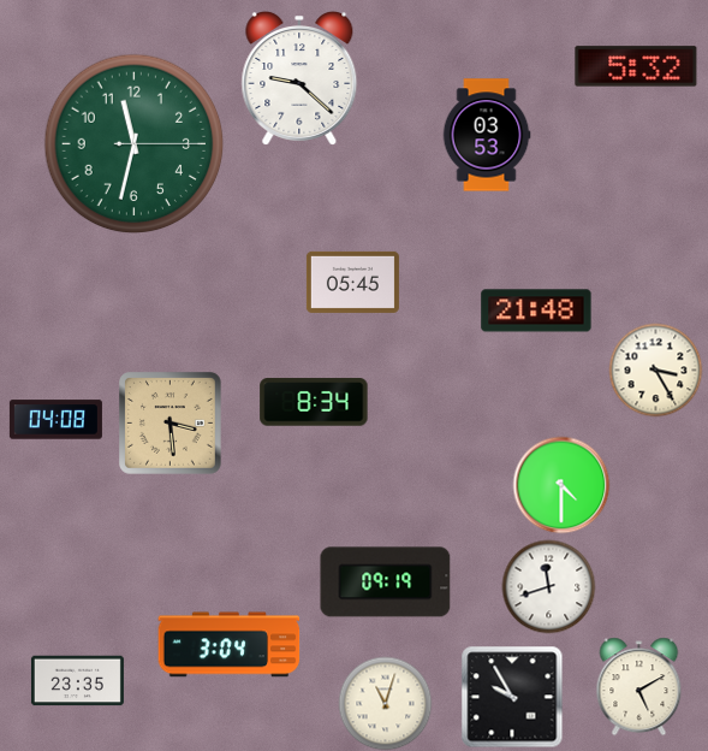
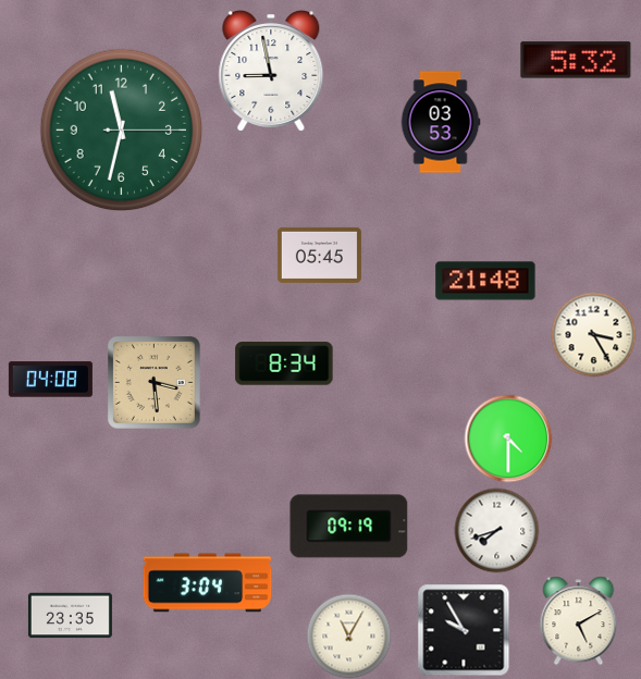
clock at (299, 79): 9:22 -> 8:58
clock at (548, 586): 11:42 -> 7:42
clock at (385, 703): 11:03 -> 11:05
